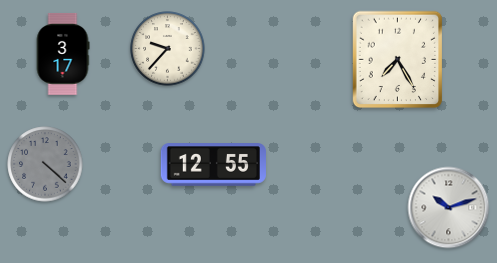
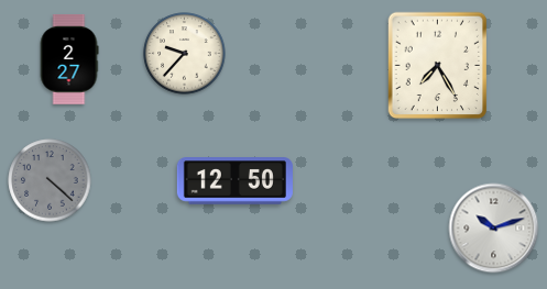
clock at (63, 54): 3:17 -> 2:27
clock at (213, 165): 12:55 -> 12:50
